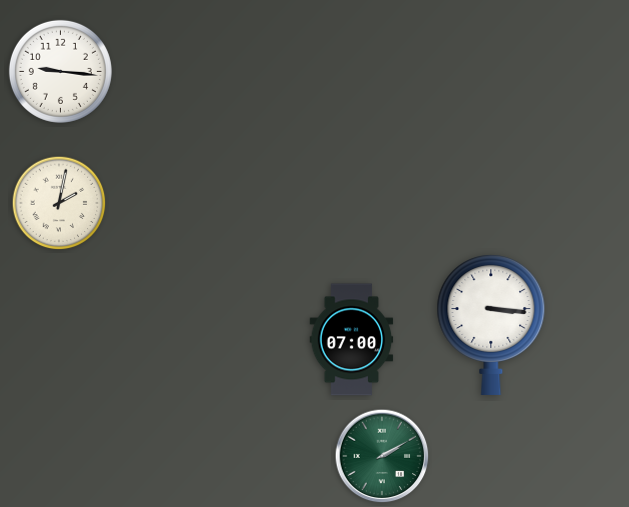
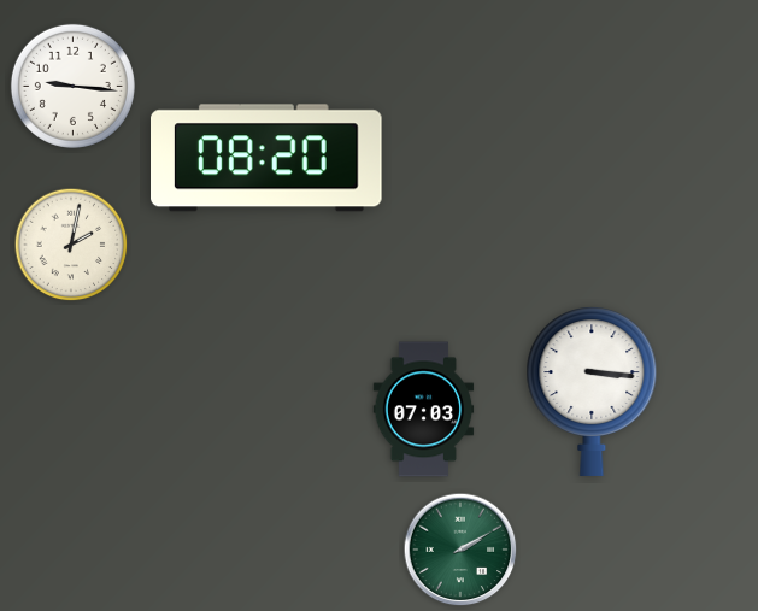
clock at (268, 158): none -> 08:20
clock at (352, 340): 07:00 -> 07:03
